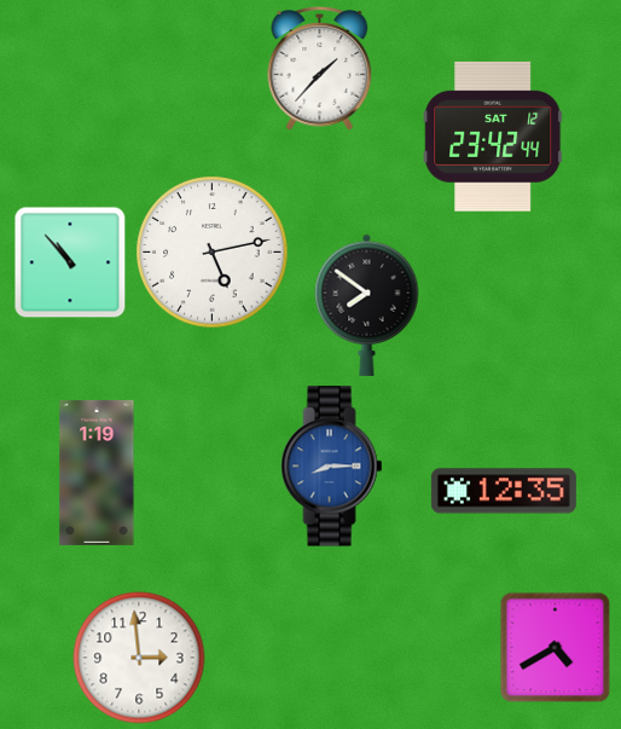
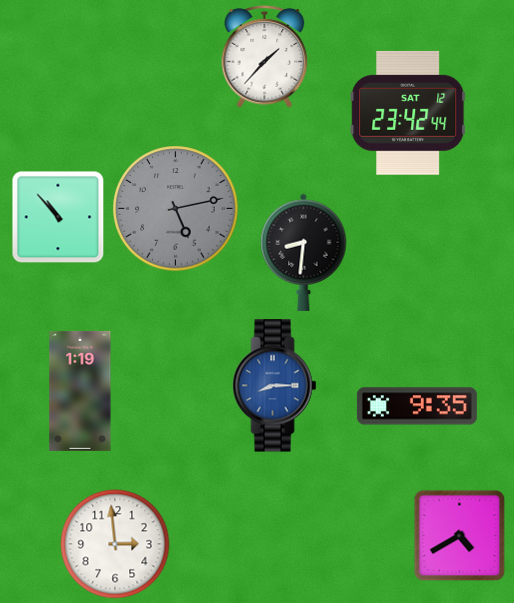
clock at (213, 253) dial: white -> grey
clock at (367, 305): 7:51 -> 8:31
clock at (504, 491): 12:35 -> 9:35
